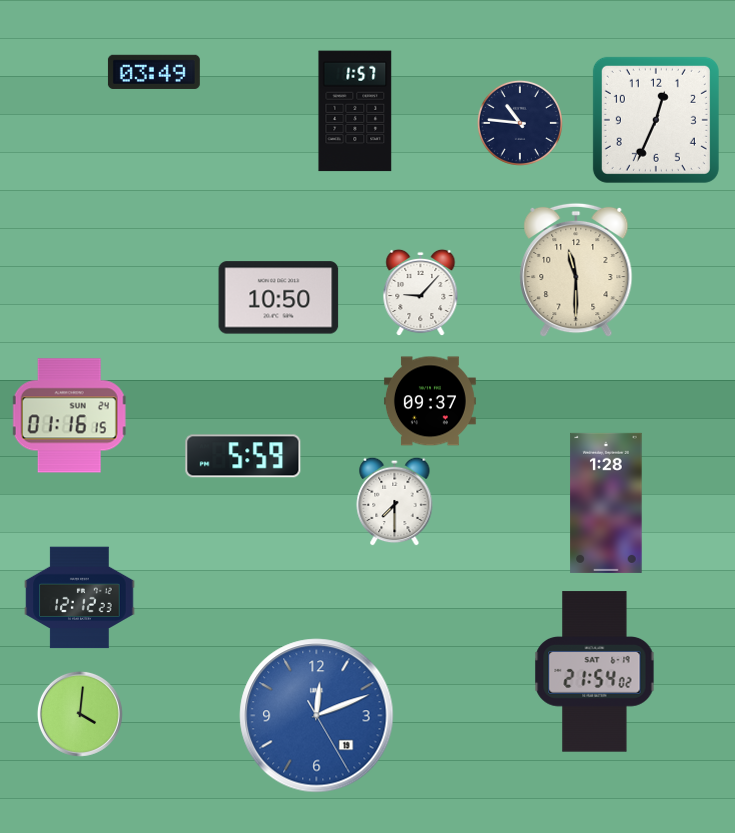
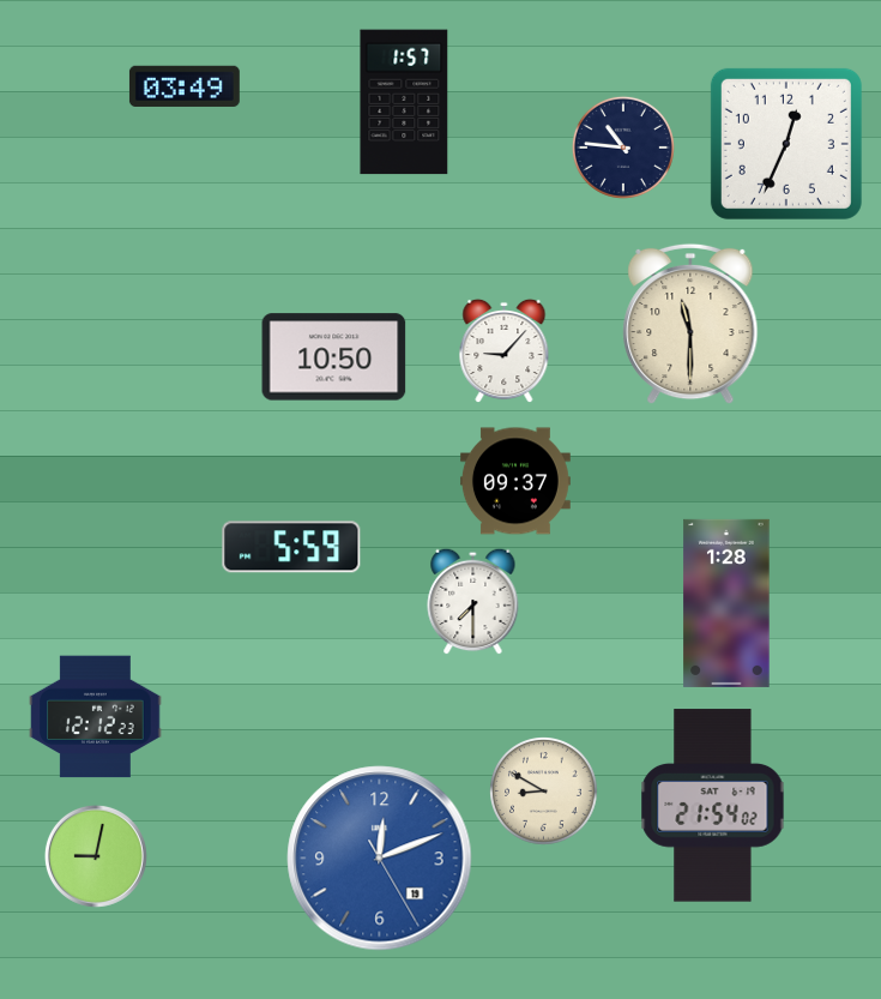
clock at (355, 111) position: (355, 111) -> (404, 102)
clock at (69, 416): 01:16 -> none
clock at (544, 792): none -> 8:50
clock at (80, 714): 4:01 -> 9:02
